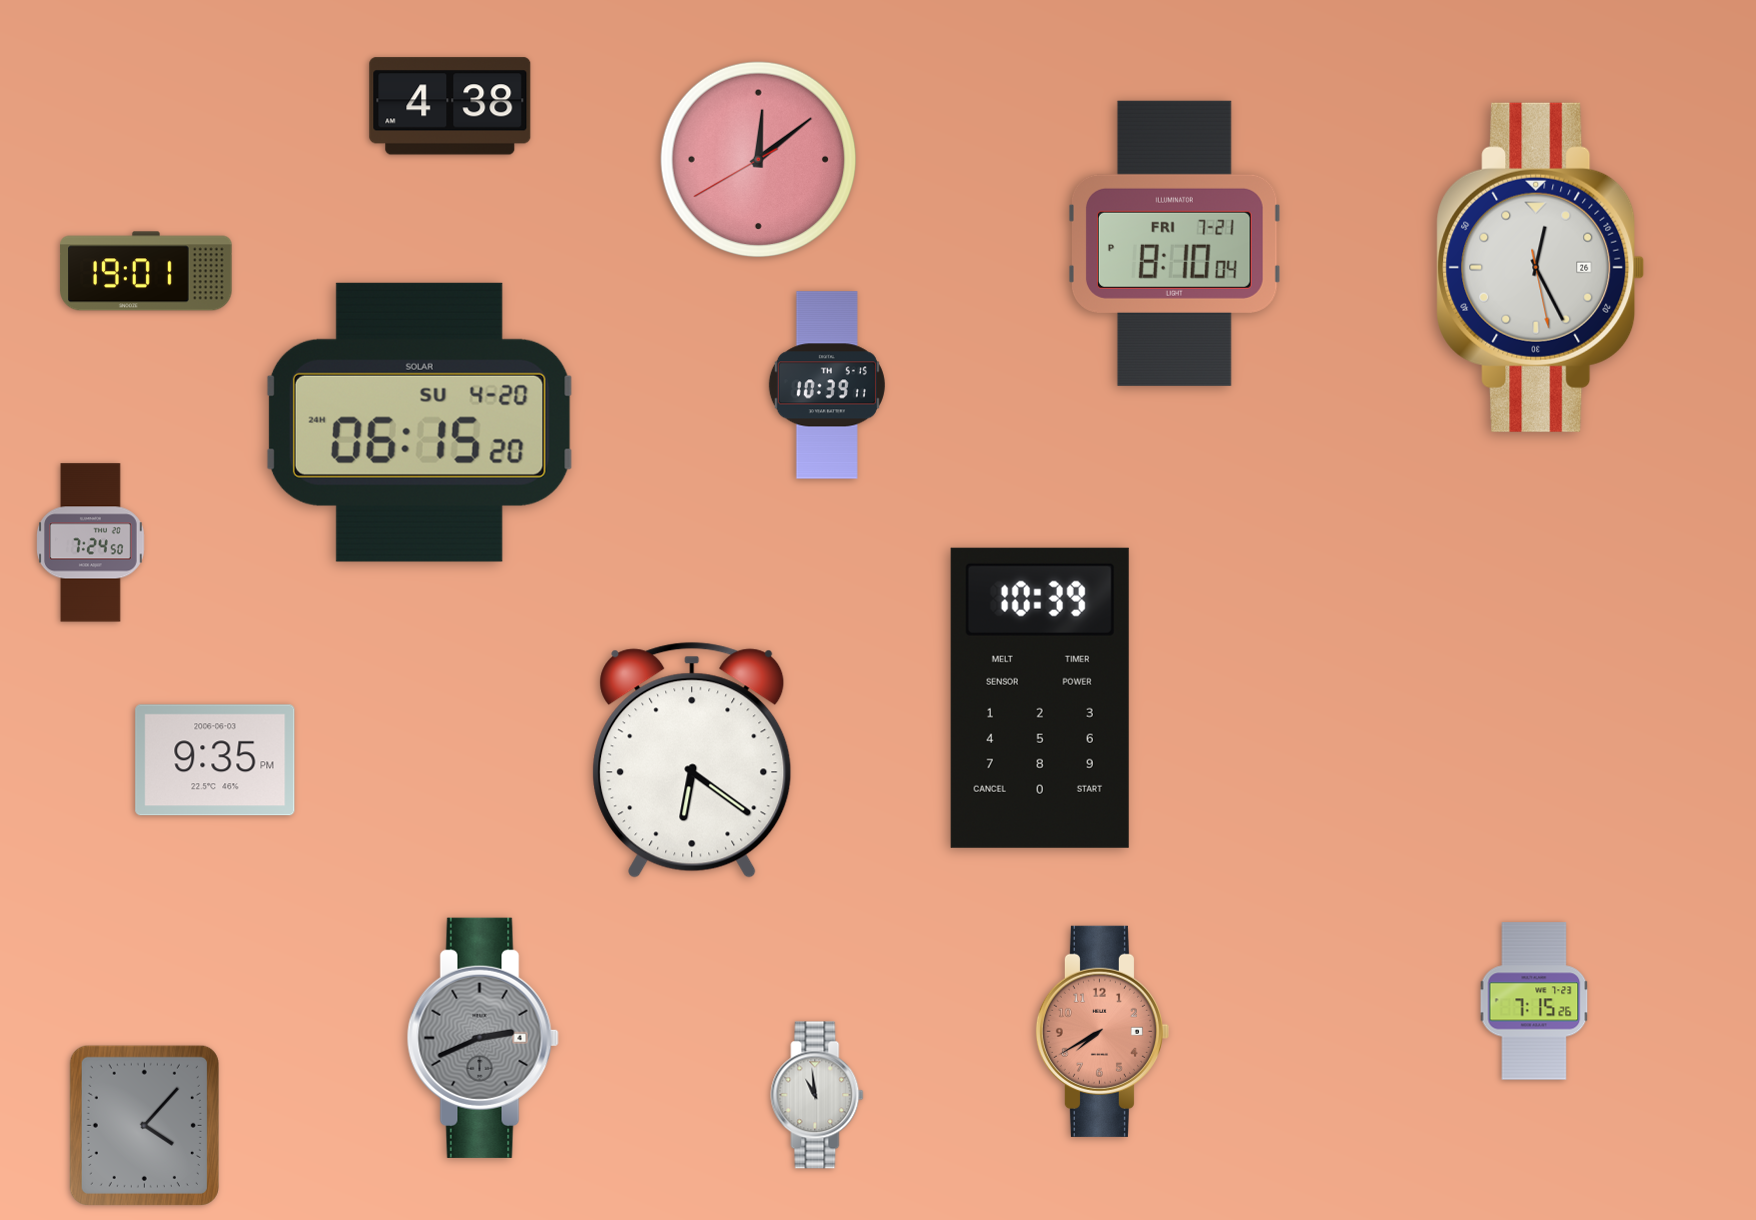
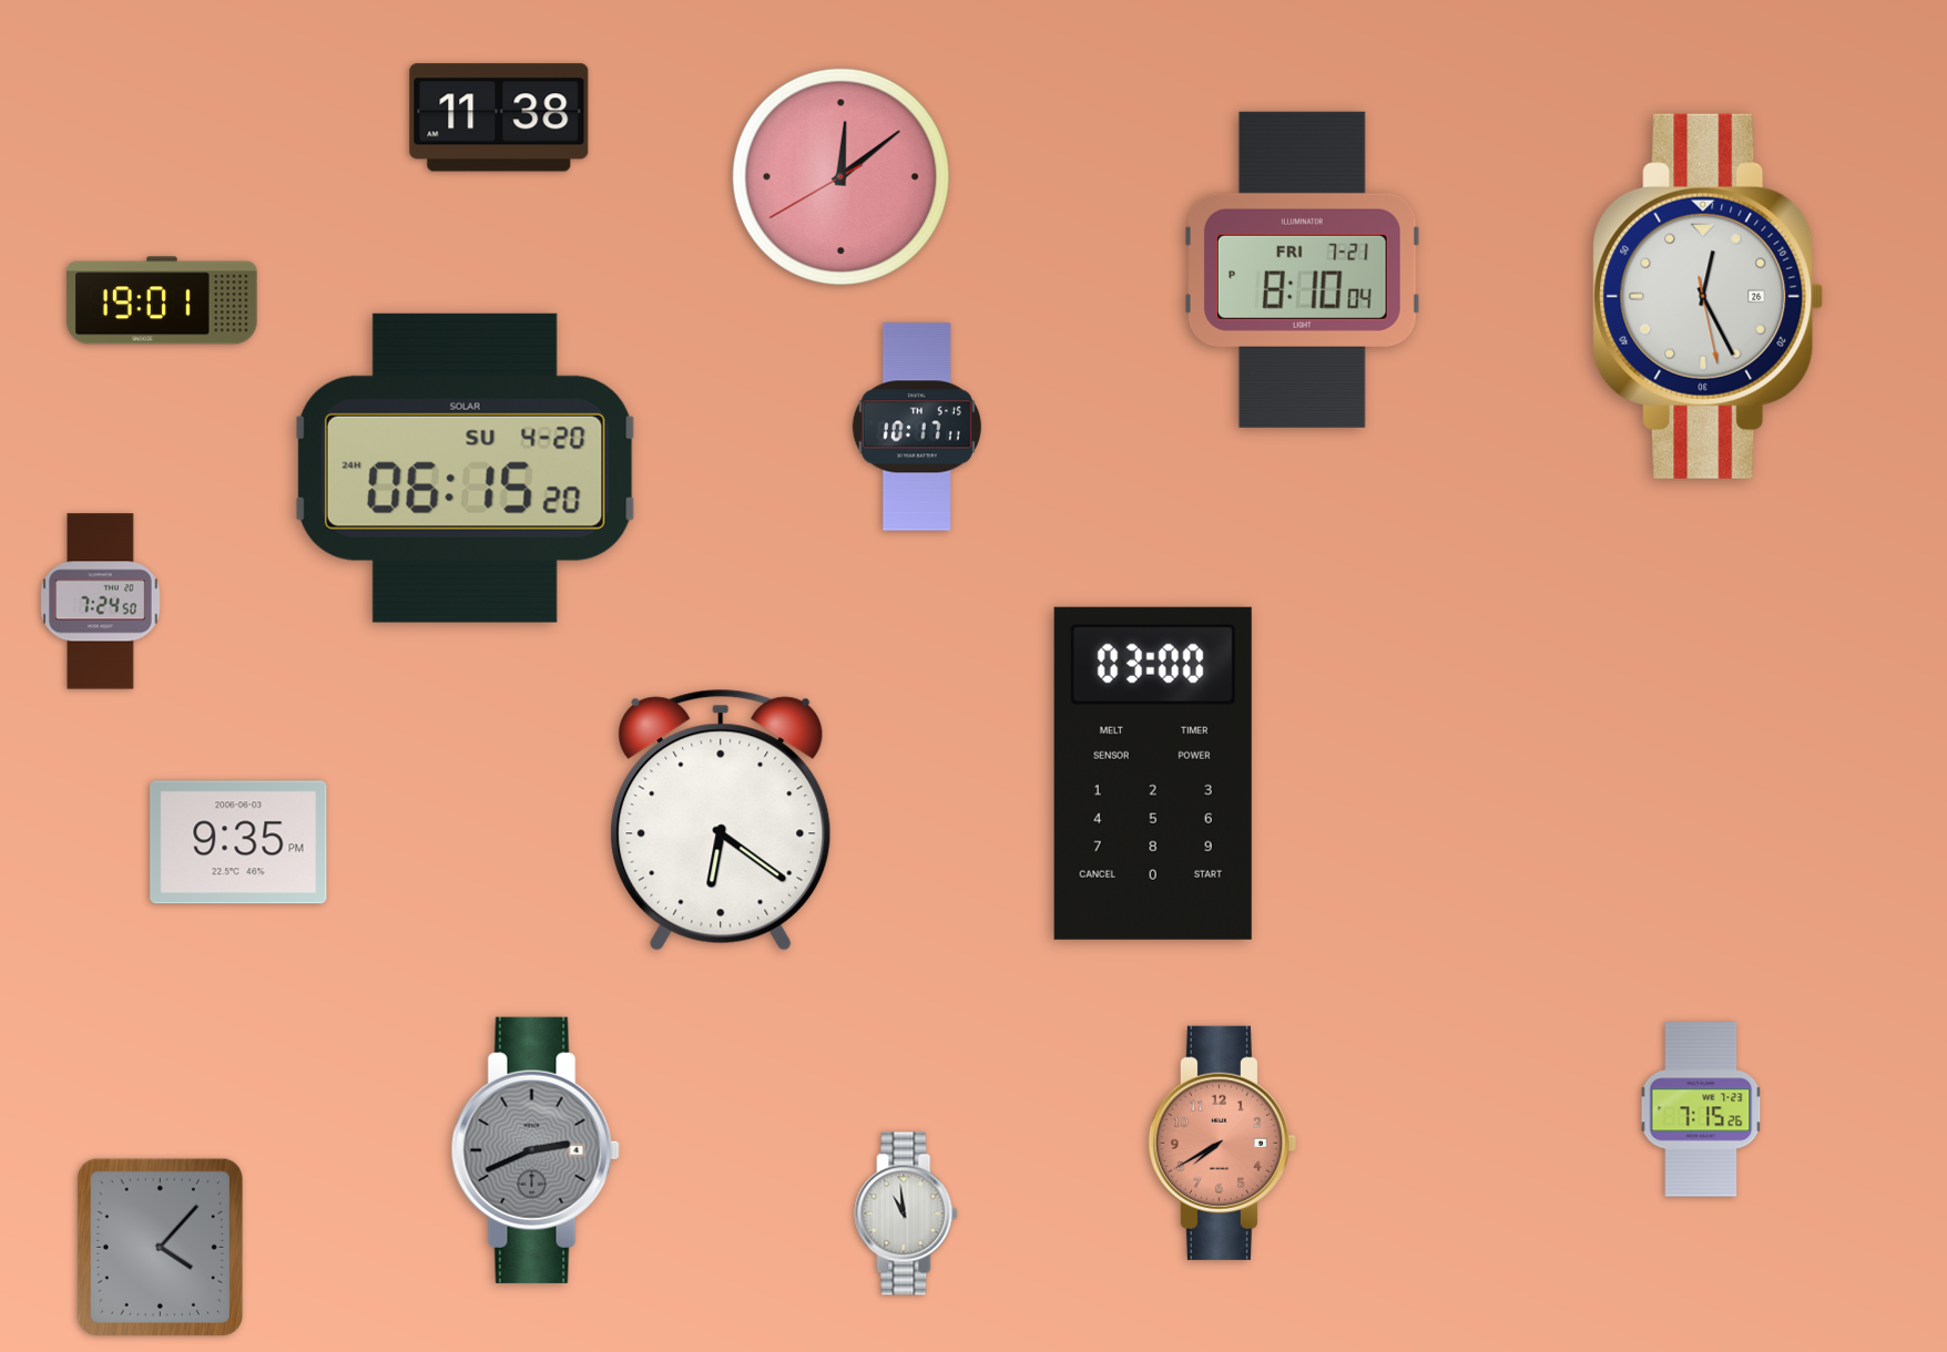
clock at (450, 106): 4:38 -> 11:38
clock at (827, 385): 10:39 -> 10:17
clock at (1040, 698): 10:39 -> 03:00
clock at (692, 760) position: (692, 760) -> (721, 820)
